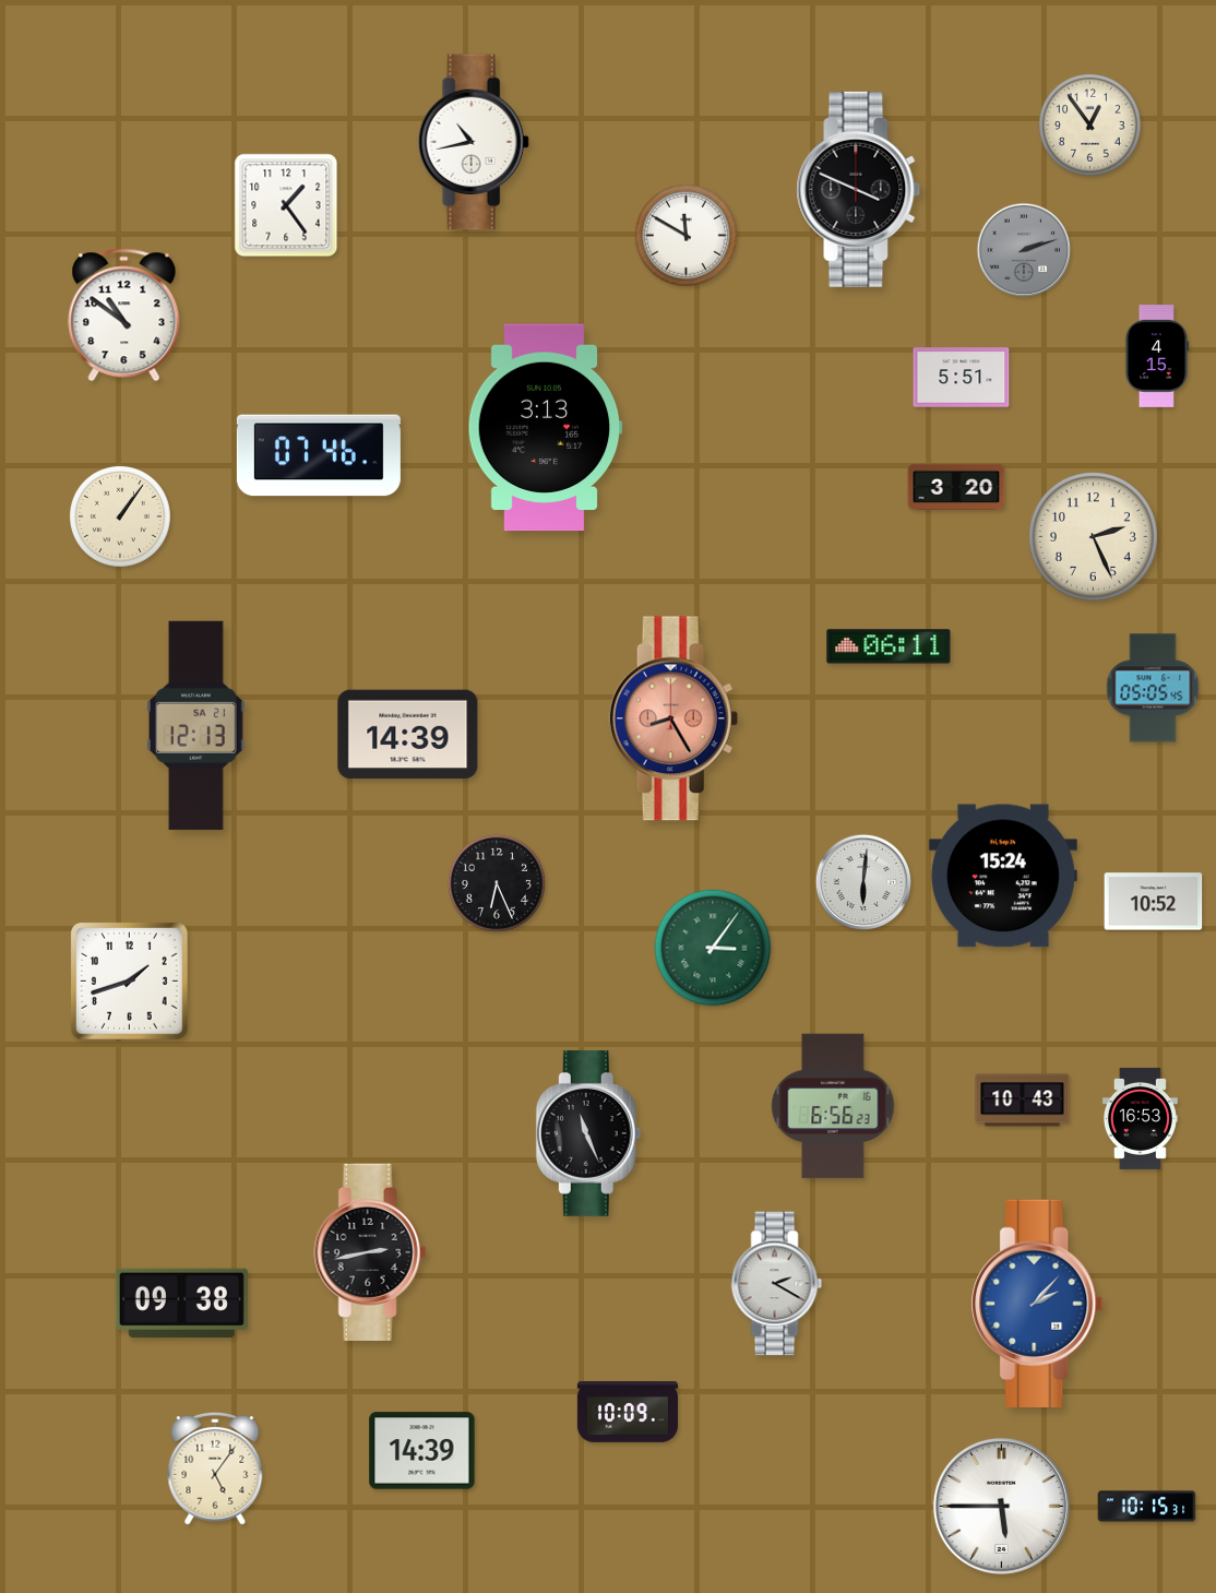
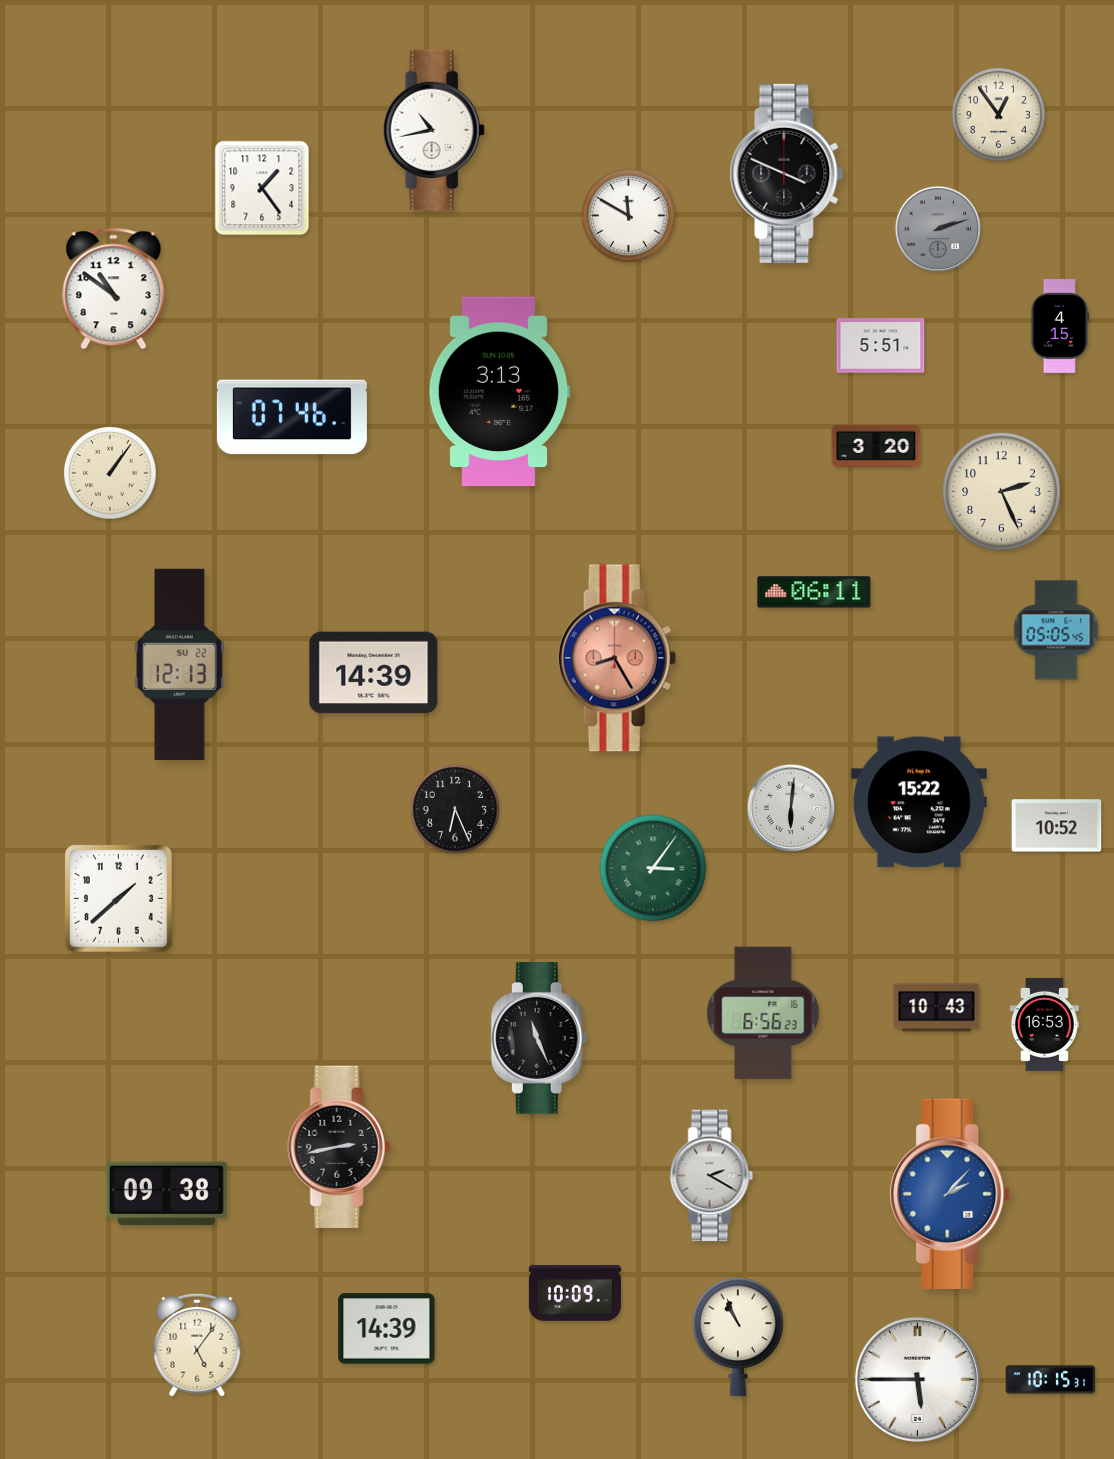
clock at (195, 725) date: SA 21 -> SU 22
clock at (1003, 876): 15:24 -> 15:22
clock at (130, 982): 1:42 -> 1:38
clock at (738, 1337): none -> 10:56
